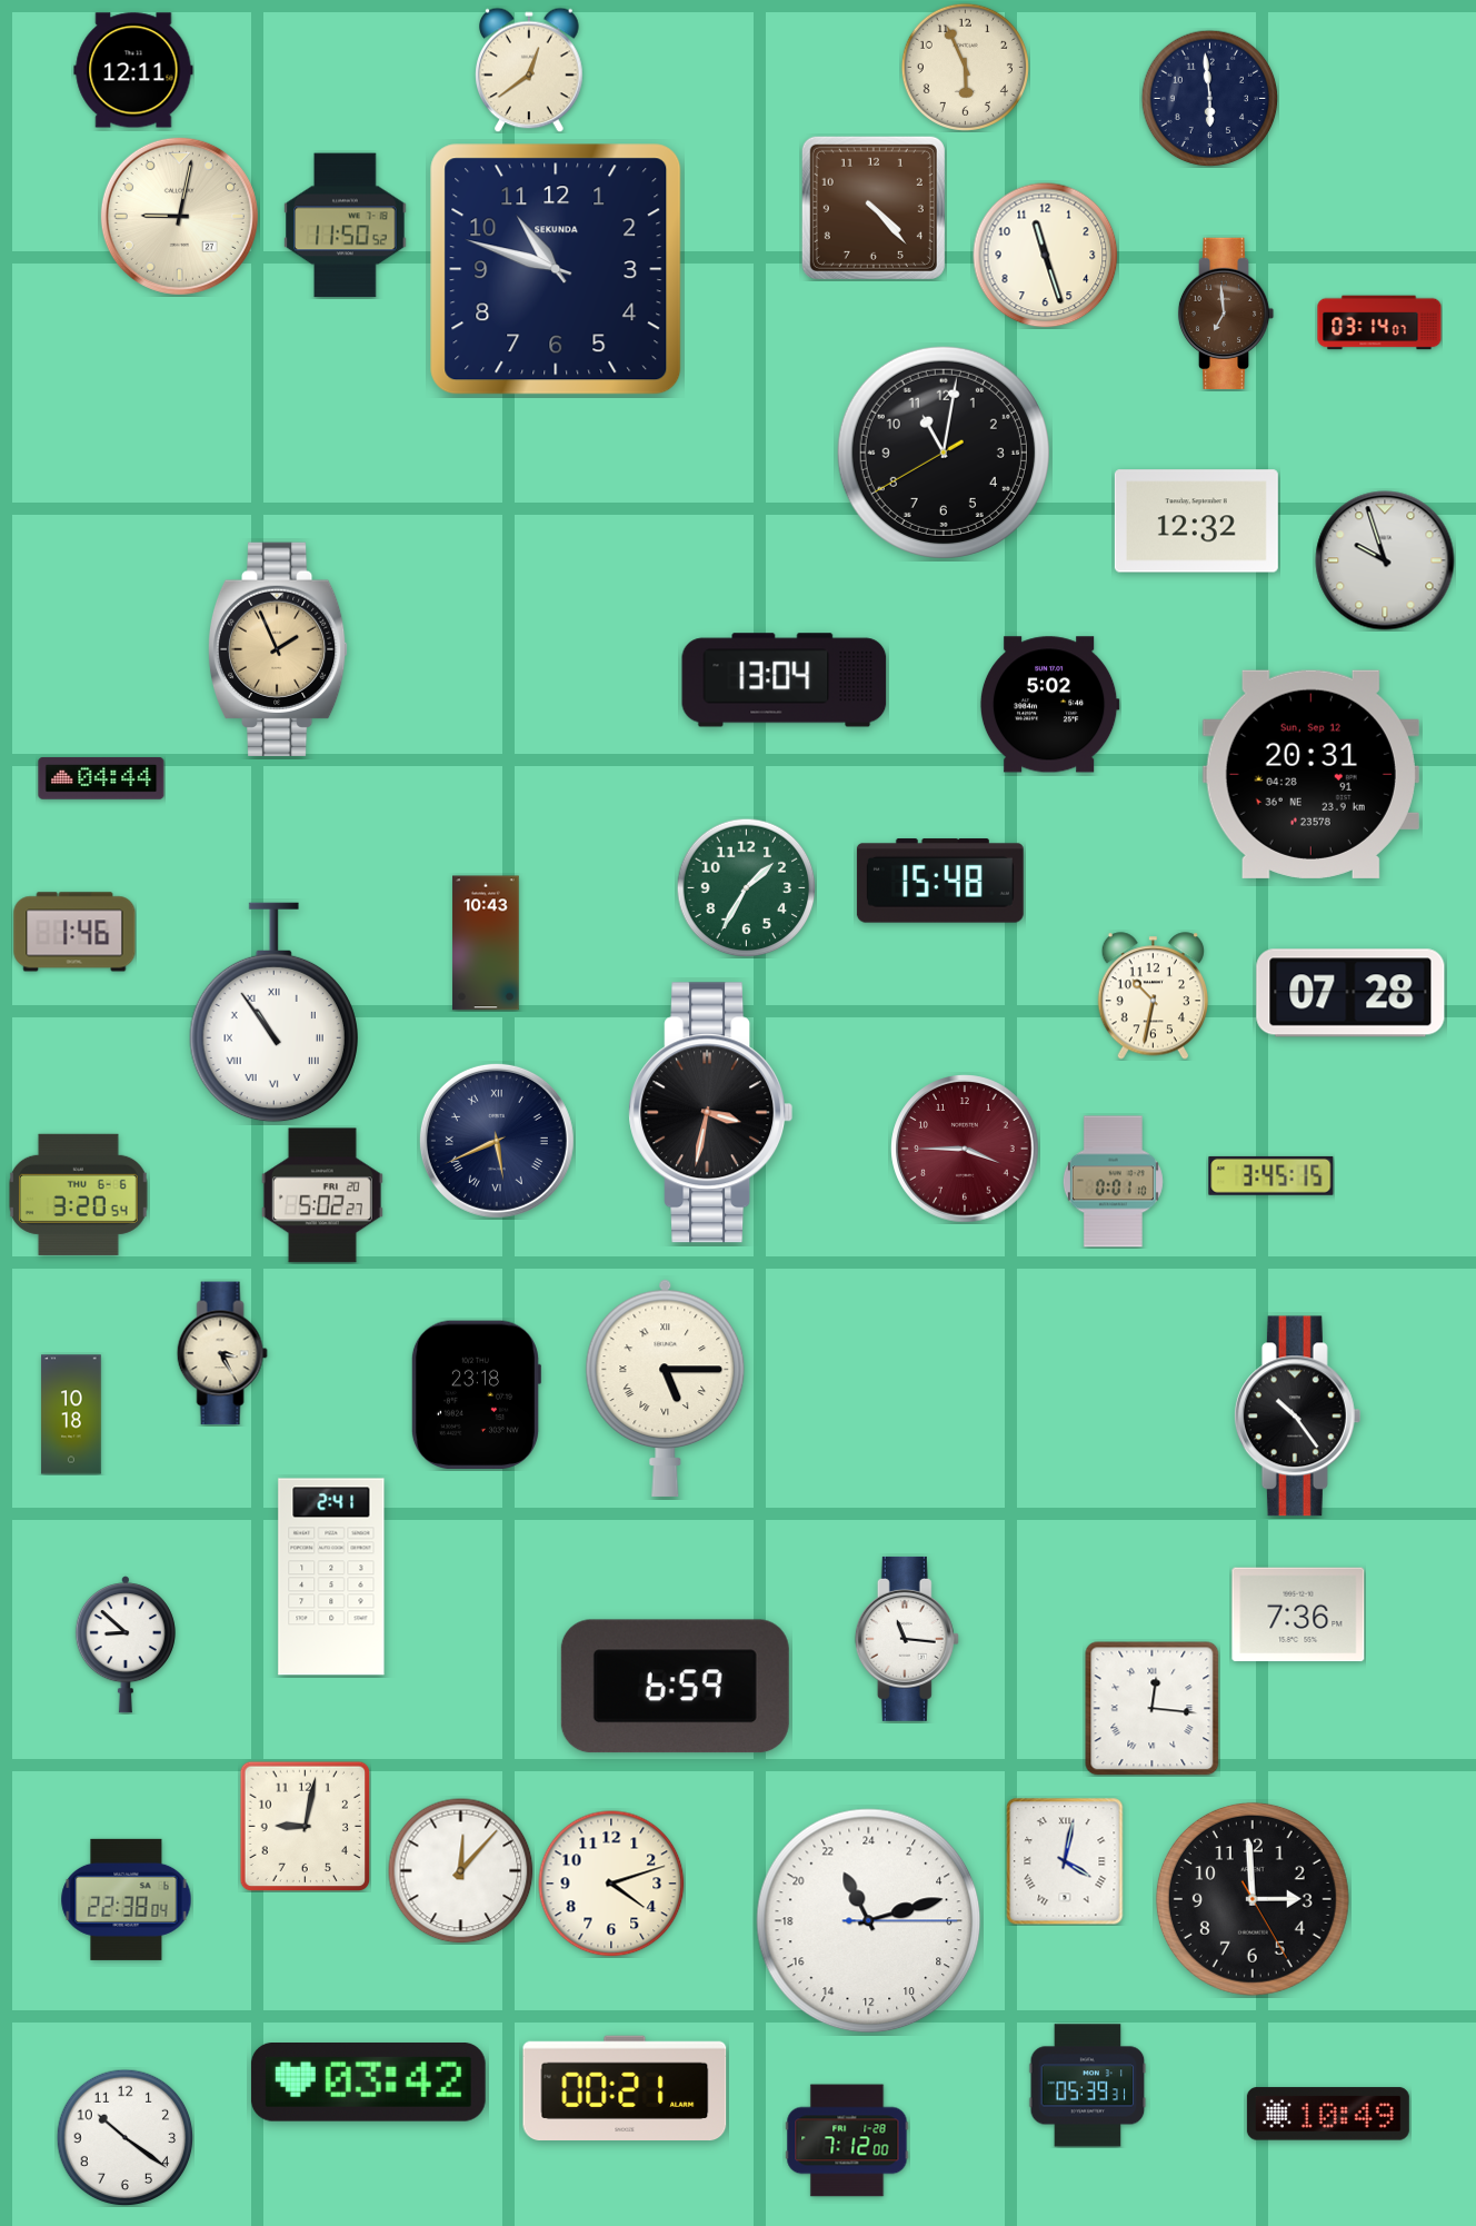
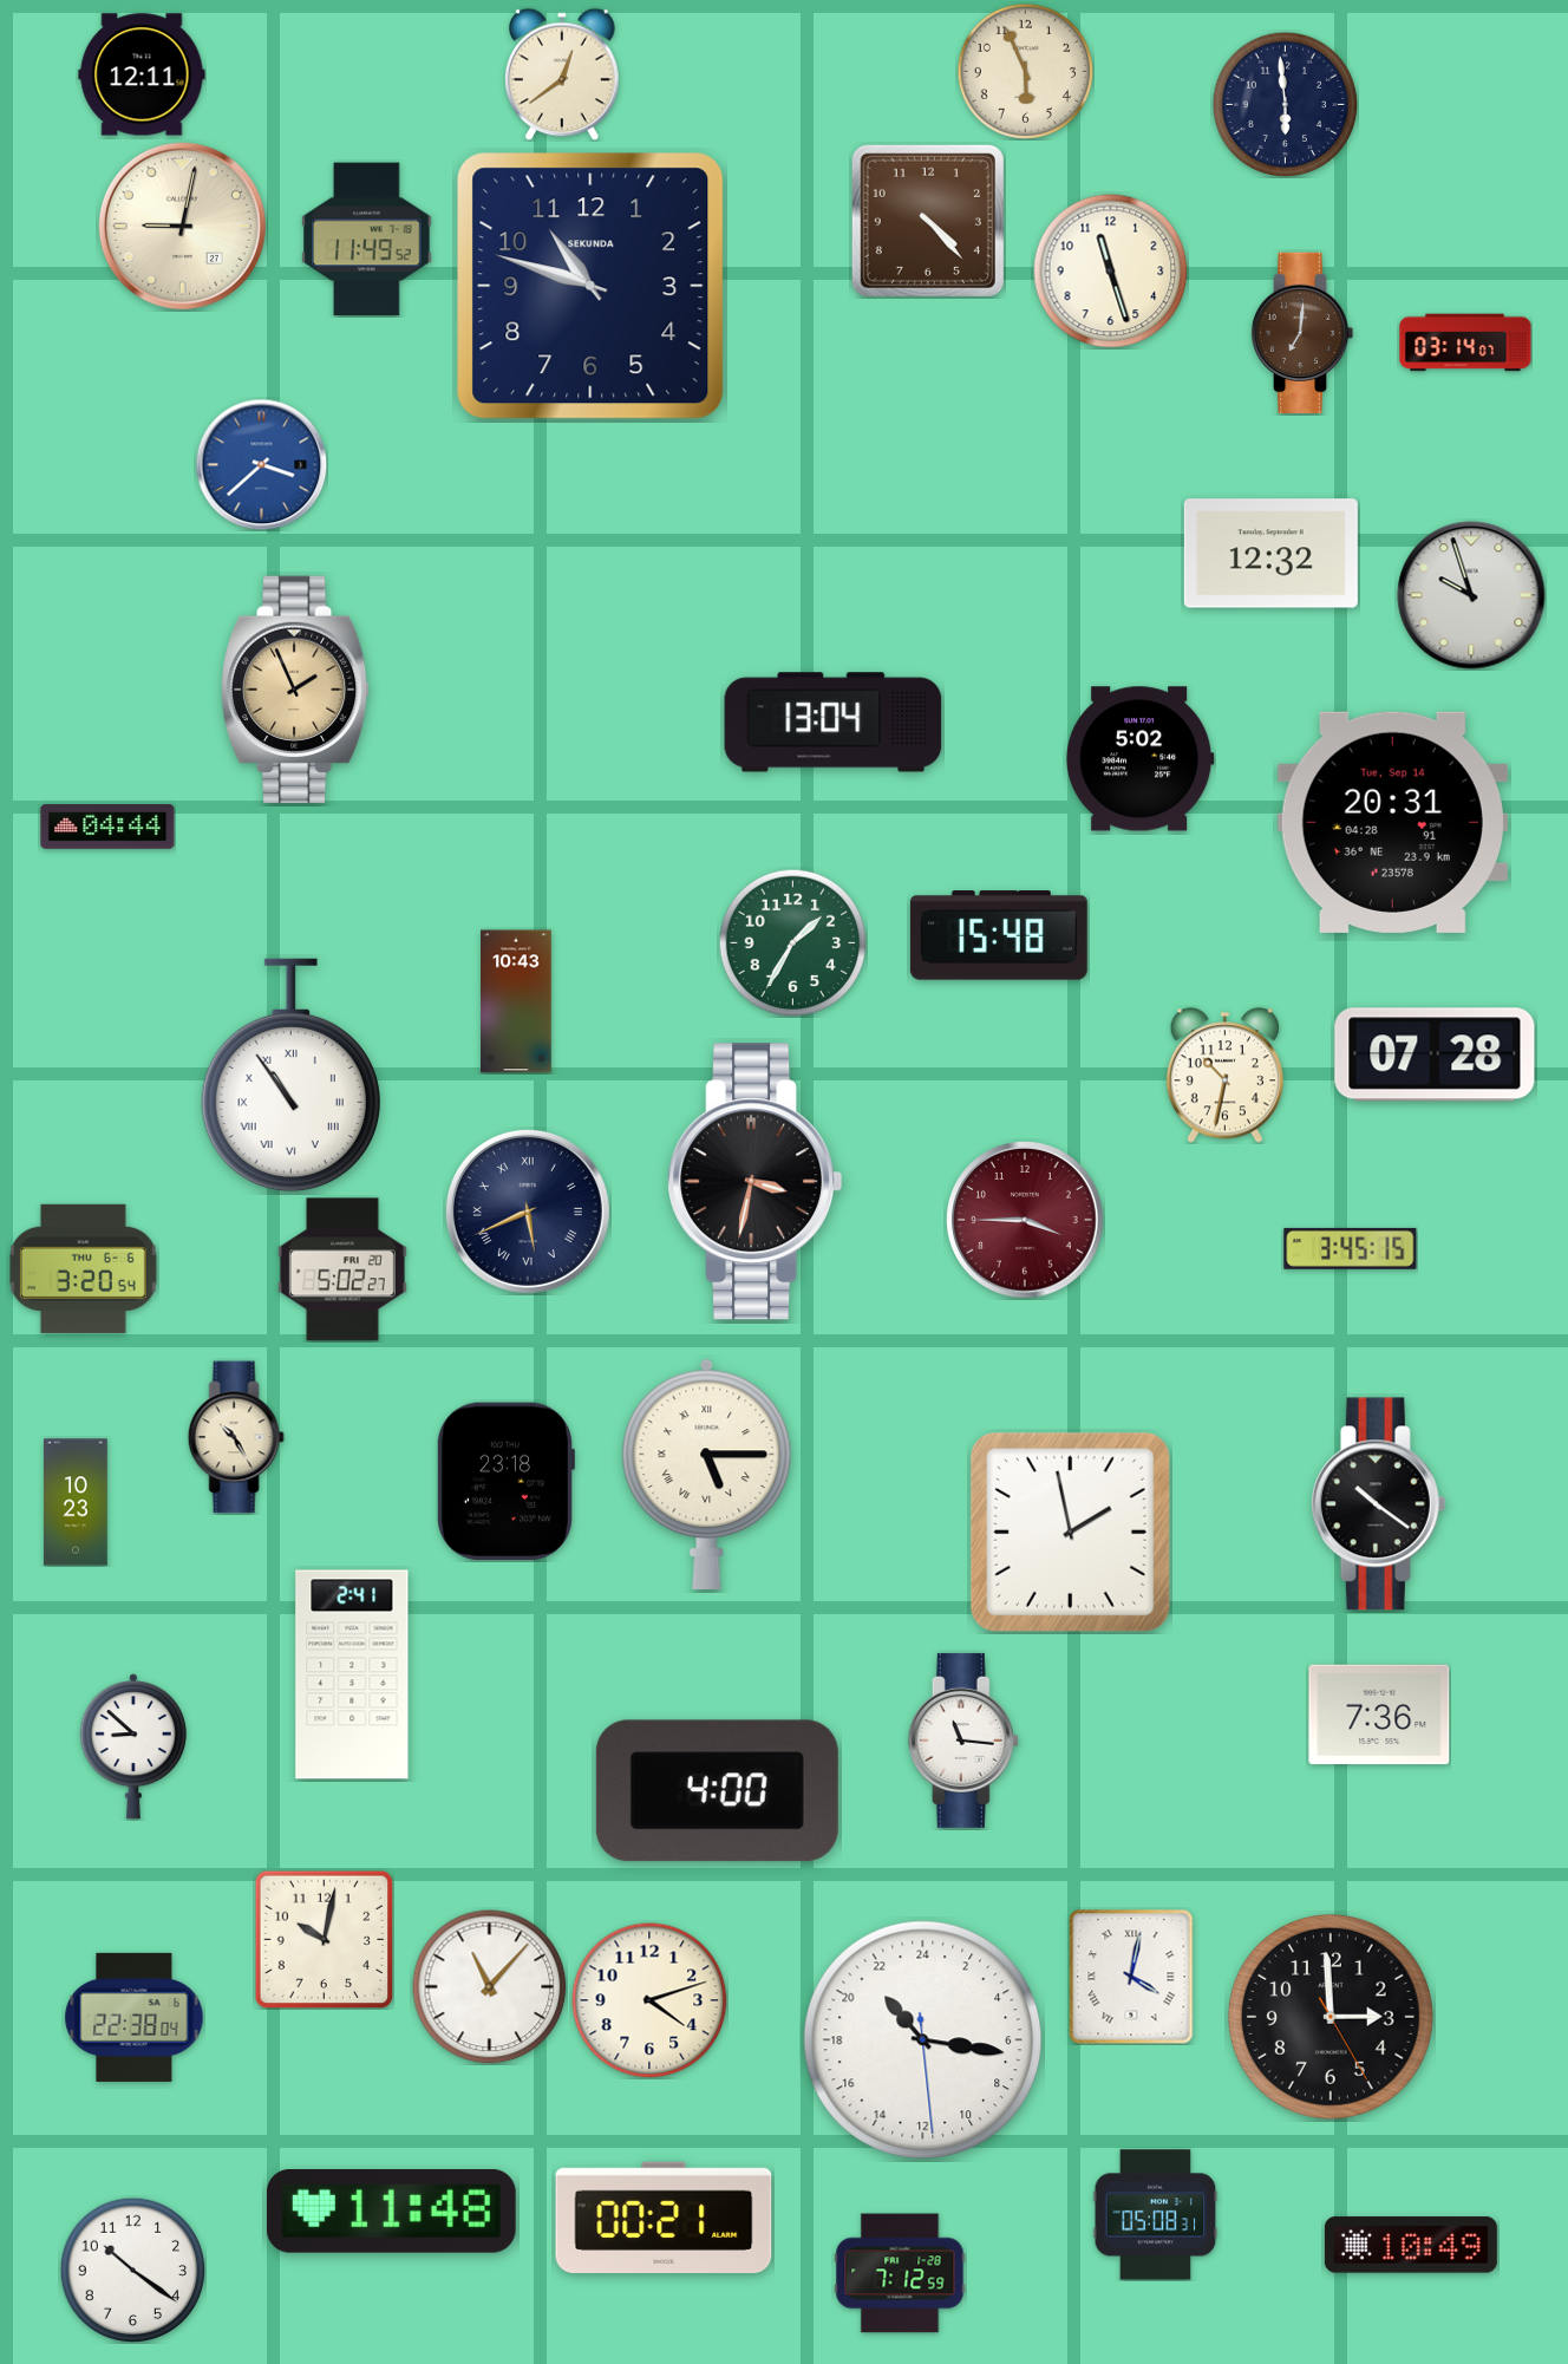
clock at (179, 216) position: (179, 216) -> (182, 226)
clock at (346, 226): 11:50 -> 11:49
clock at (1226, 312): 6:59 -> 7:01
clock at (261, 464): none -> 3:38
clock at (944, 453): 11:01 -> none
clock at (1049, 705) position: (1049, 705) -> (1139, 759)
clock at (1310, 774) date: Sun, Sep 12 -> Tue, Sep 14
clock at (74, 932): 1:46 -> none
clock at (1153, 996) position: (1153, 996) -> (1224, 1076)
clock at (1113, 1182): 0:01 -> none
clock at (222, 1353): 3:25 -> 10:25
clock at (71, 1414): 10:18 -> 10:23
clock at (1297, 1417): 10:24 -> 10:21
clock at (1070, 1532): none -> 1:58
clock at (675, 1687): 6:59 -> 4:00
clock at (1153, 1709): 12:16 -> none
clock at (305, 1826): 9:02 -> 10:02
clock at (461, 1871): 12:07 -> 11:07
clock at (869, 1921): 22:12 -> 21:16
clock at (368, 2083): 03:42 -> 11:48
clock at (1088, 2086): 05:39 -> 05:08
clock at (847, 2140): 7:12:00 -> 7:12:59
